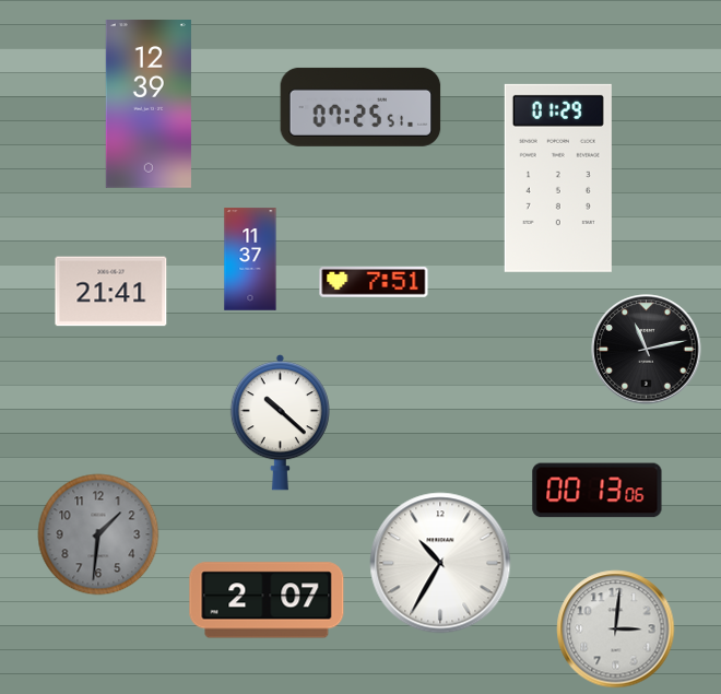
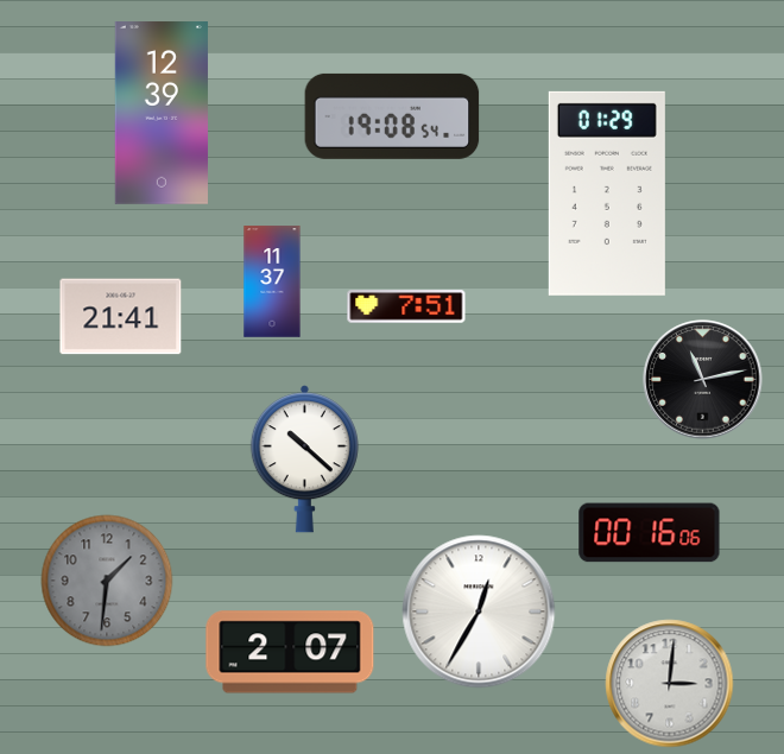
clock at (361, 107): 07:25 -> 19:08
clock at (598, 491): 00:13 -> 00:16
clock at (440, 563): 10:35 -> 12:35
